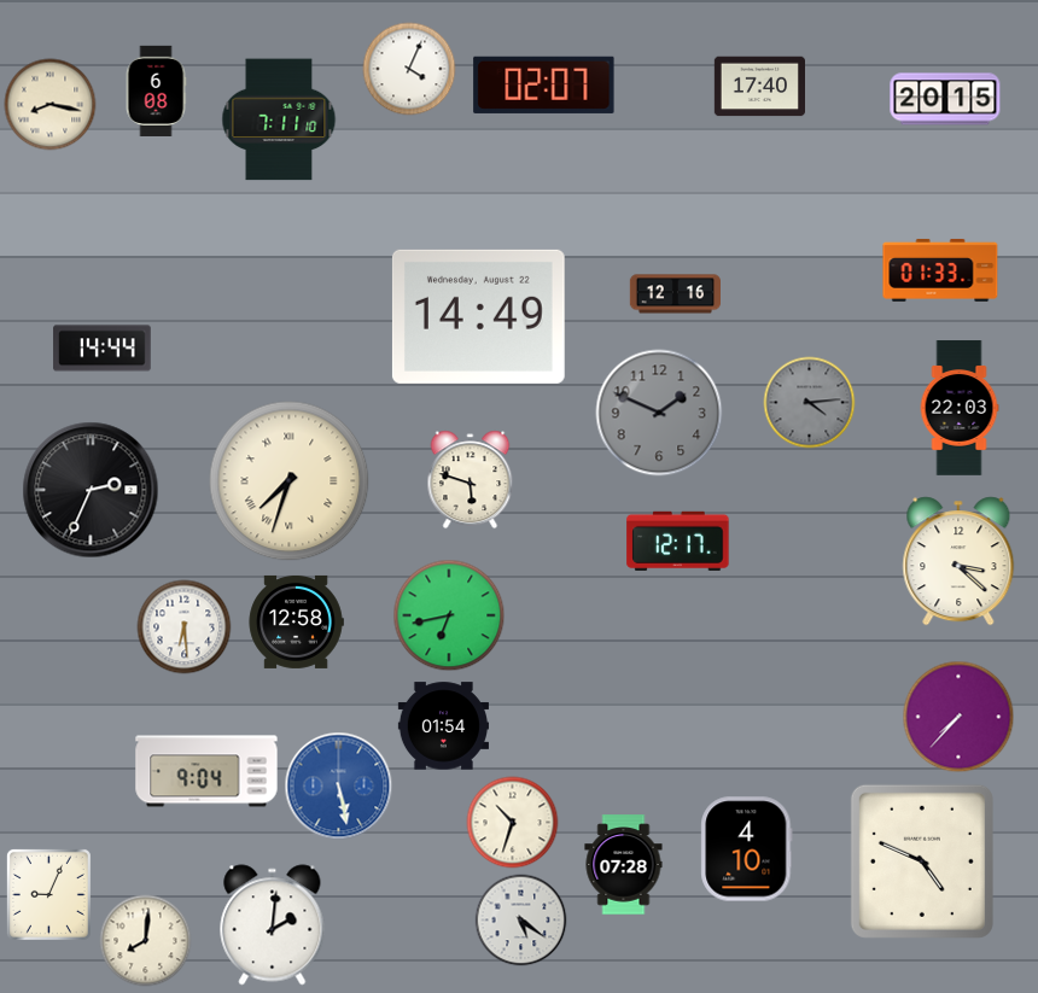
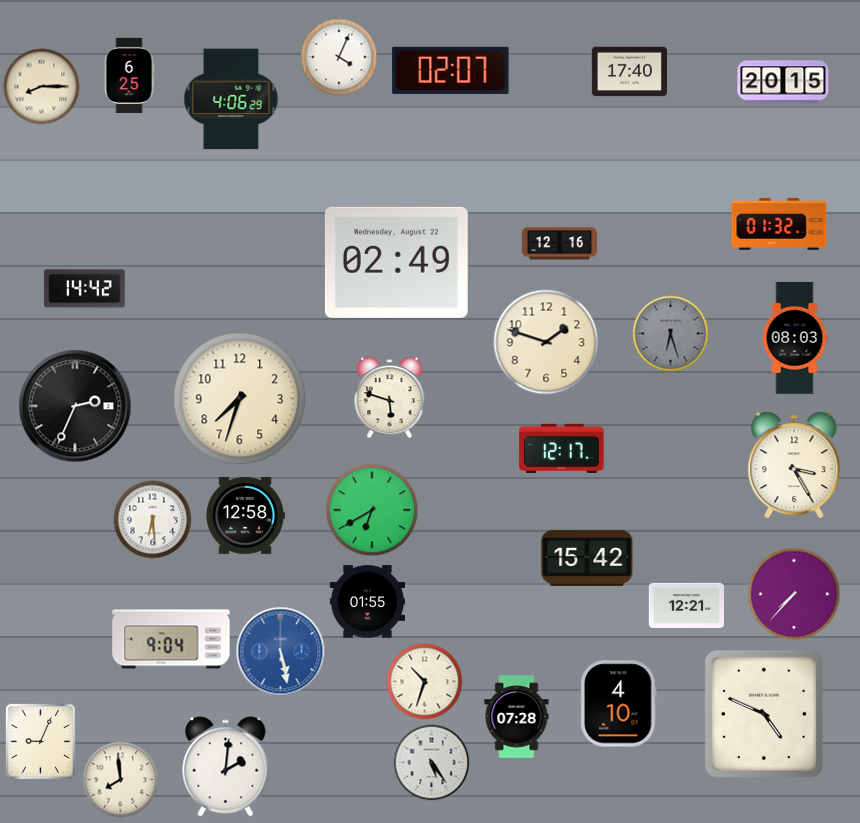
clock at (156, 90): 6:08 -> 6:25
clock at (51, 105): 8:17 -> 8:15
clock at (279, 119): 7:11 -> 4:06
clock at (940, 270): 01:33 -> 01:32
clock at (478, 316): 14:49 -> 02:49
clock at (103, 349): 14:44 -> 14:42
clock at (810, 403): 4:14 -> 6:27
clock at (960, 408): 22:03 -> 08:03
clock at (659, 413): 1:49 -> 1:48
clock at (659, 413) dial: grey -> cream
clock at (290, 481) numerals: Roman -> Arabic
clock at (958, 561): 3:22 -> 3:25
clock at (449, 615): 6:43 -> 6:40
clock at (587, 558): none -> 15:42
clock at (443, 726): 01:54 -> 01:55
clock at (686, 605): none -> 12:21
clock at (521, 921): 5:21 -> 5:24
clock at (146, 941): 8:01 -> 7:59
